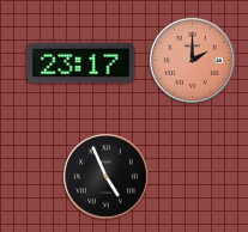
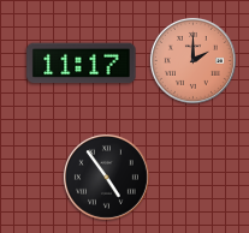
clock at (81, 63): 23:17 -> 11:17
clock at (105, 176): 4:56 -> 4:54
